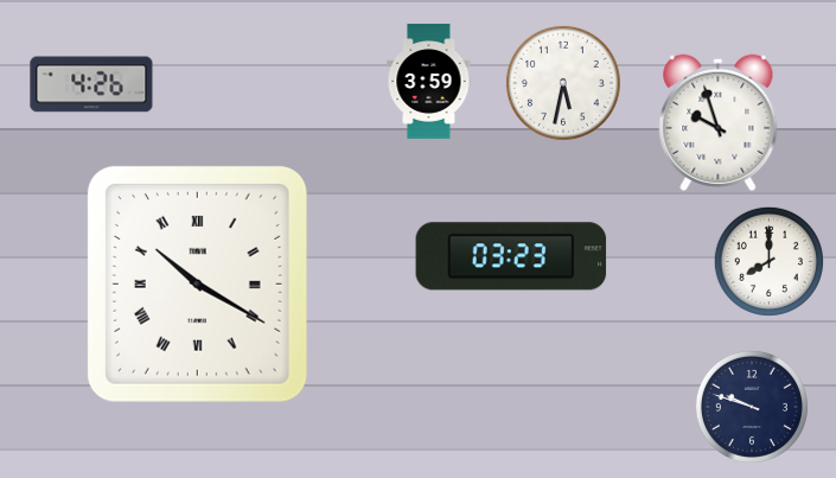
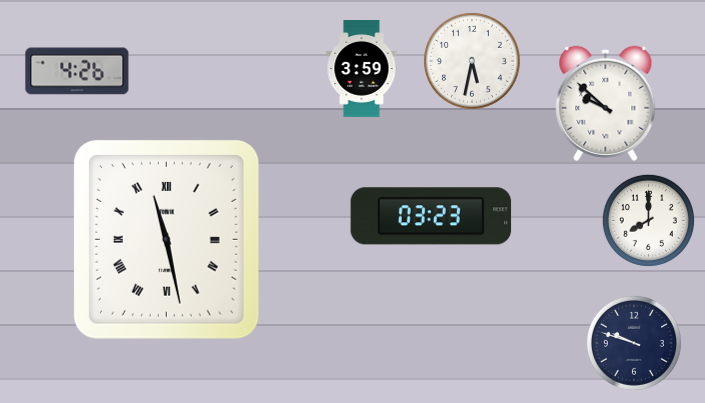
clock at (563, 83) position: (563, 83) -> (472, 61)
clock at (719, 122): 9:57 -> 9:52
clock at (197, 283): 10:20 -> 11:28
